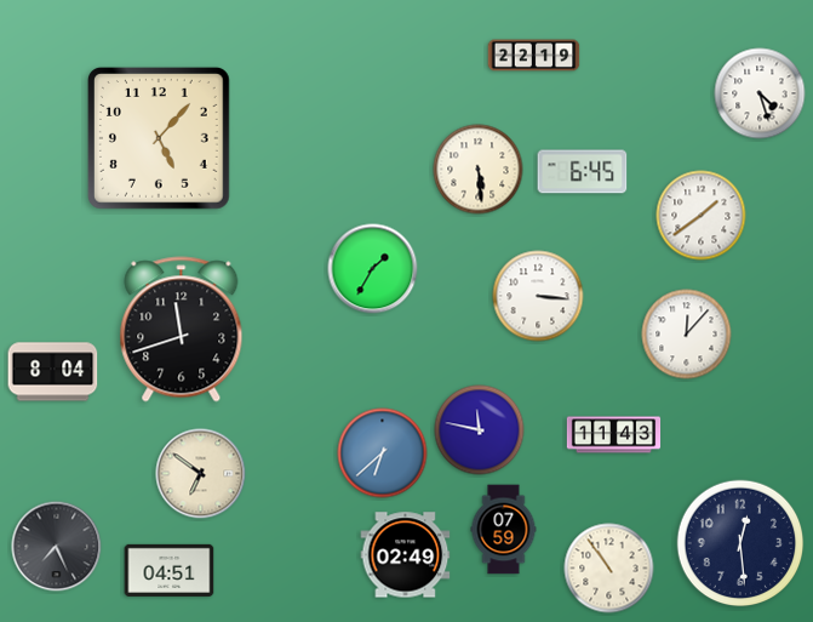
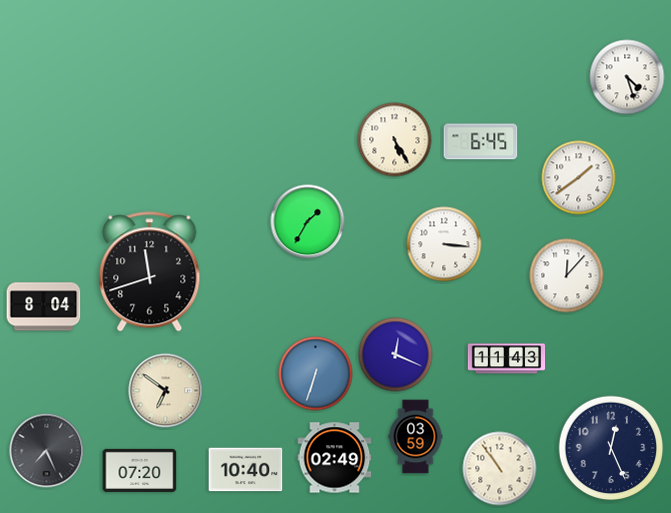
clock at (534, 56): 22:19 -> none
clock at (160, 138): 5:07 -> none
clock at (479, 170): 5:29 -> 5:25
clock at (480, 430): 11:47 -> 12:19
clock at (383, 453): 6:38 -> 6:33
clock at (504, 530): 07:59 -> 03:59
clock at (740, 543): 12:29 -> 12:26
clock at (609, 569) position: (609, 569) -> (500, 469)
clock at (170, 570): 04:51 -> 07:20
clock at (246, 470): none -> 10:40
